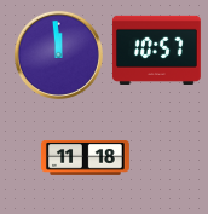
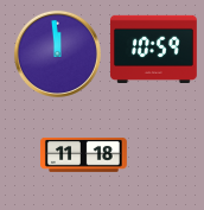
clock at (156, 50): 10:57 -> 10:59
